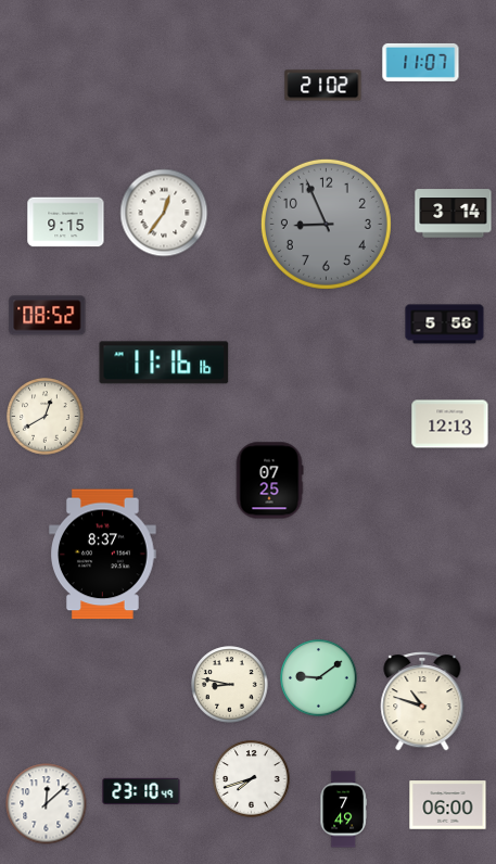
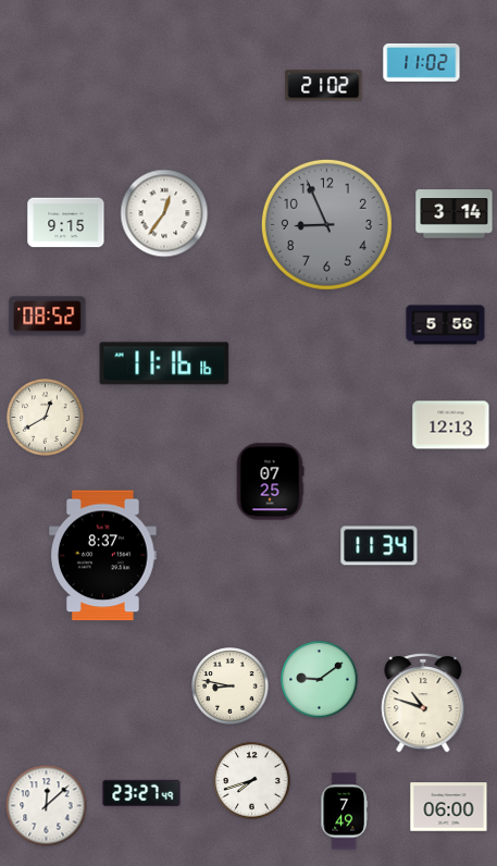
clock at (421, 62): 11:07 -> 11:02
clock at (380, 546): none -> 11:34
clock at (141, 791): 23:10 -> 23:27
